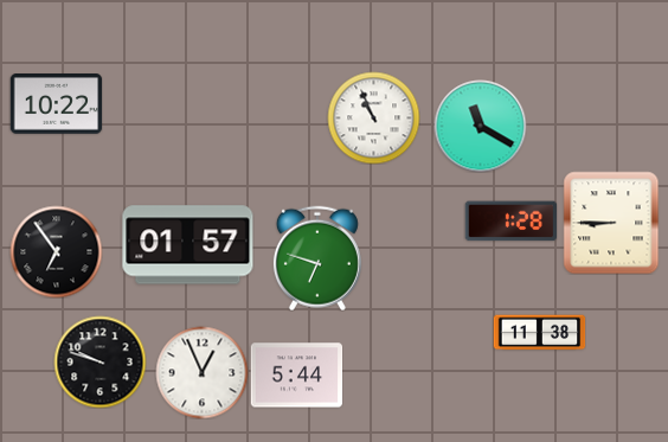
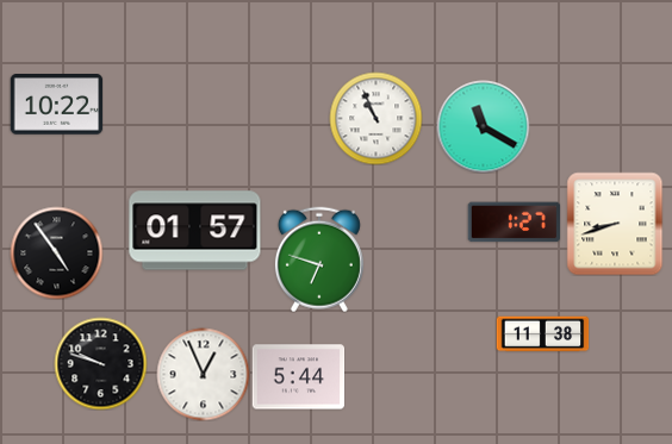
clock at (510, 222): 1:28 -> 1:27
clock at (611, 223): 8:45 -> 8:42
clock at (188, 245) position: (188, 245) -> (195, 231)
clock at (56, 251): 6:54 -> 4:54
